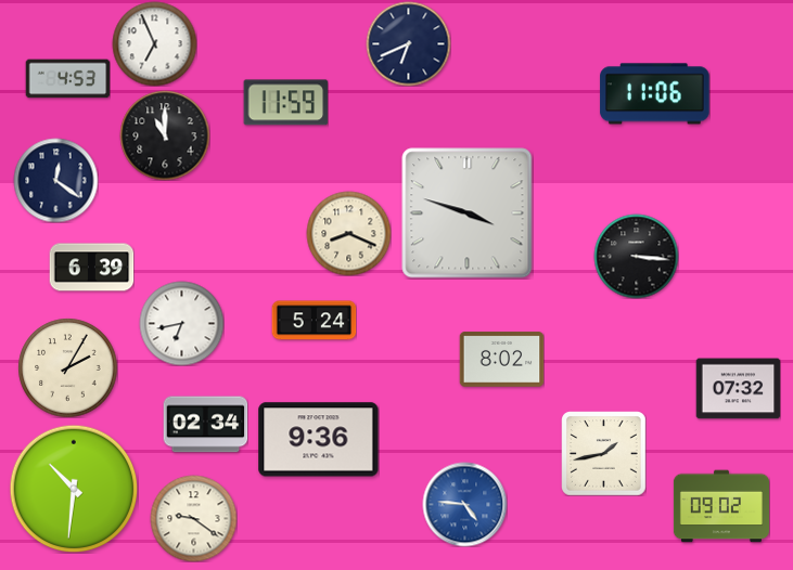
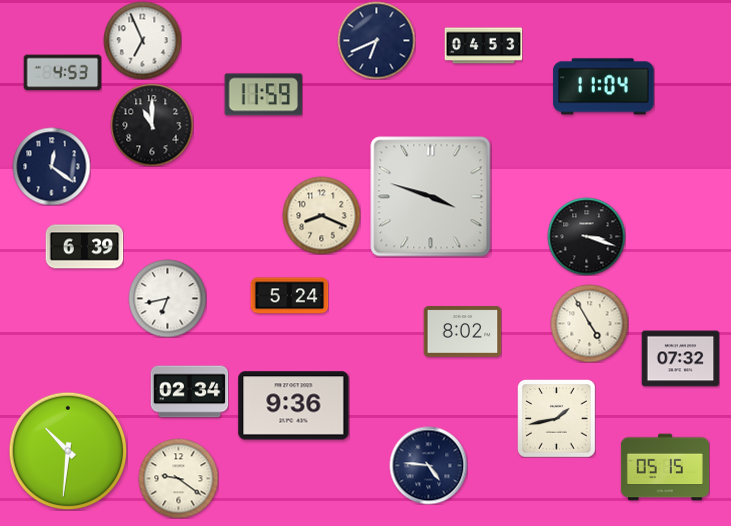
clock at (483, 46): none -> 04:53
clock at (655, 94): 11:06 -> 11:04
clock at (636, 256): 3:16 -> 3:18
clock at (589, 323): none -> 4:55
clock at (67, 367): 2:05 -> none
clock at (464, 504) dial: blue -> navy
clock at (721, 506): 09:02 -> 05:15
